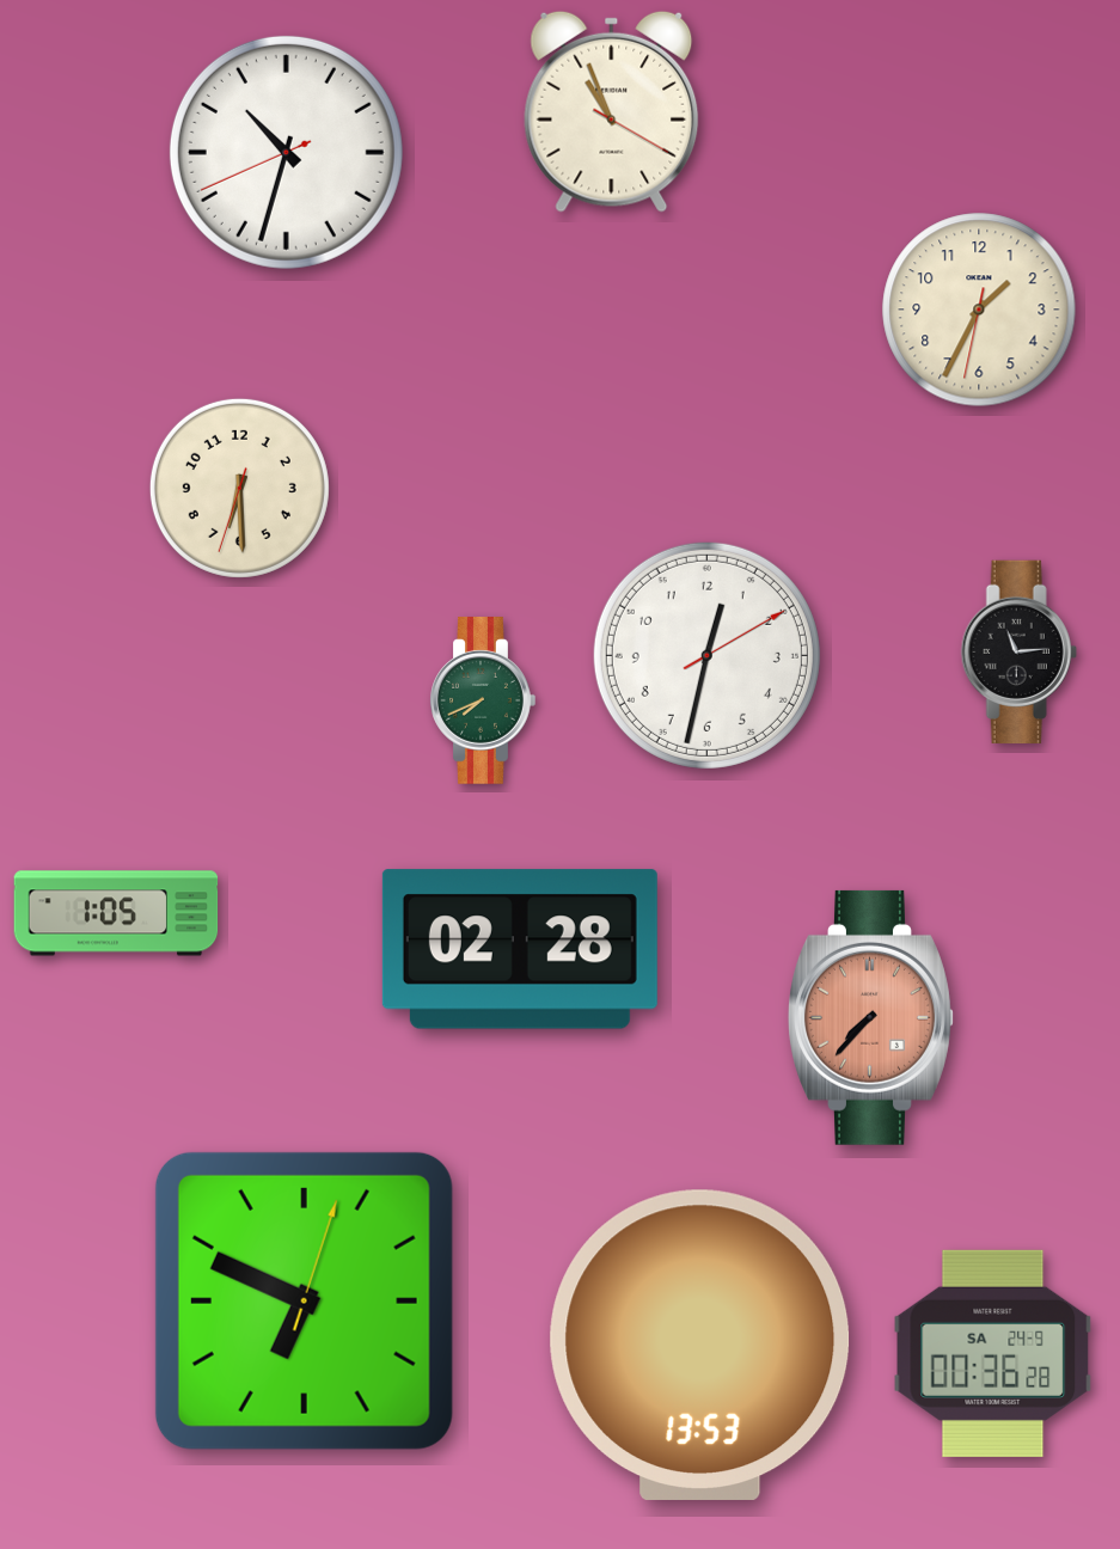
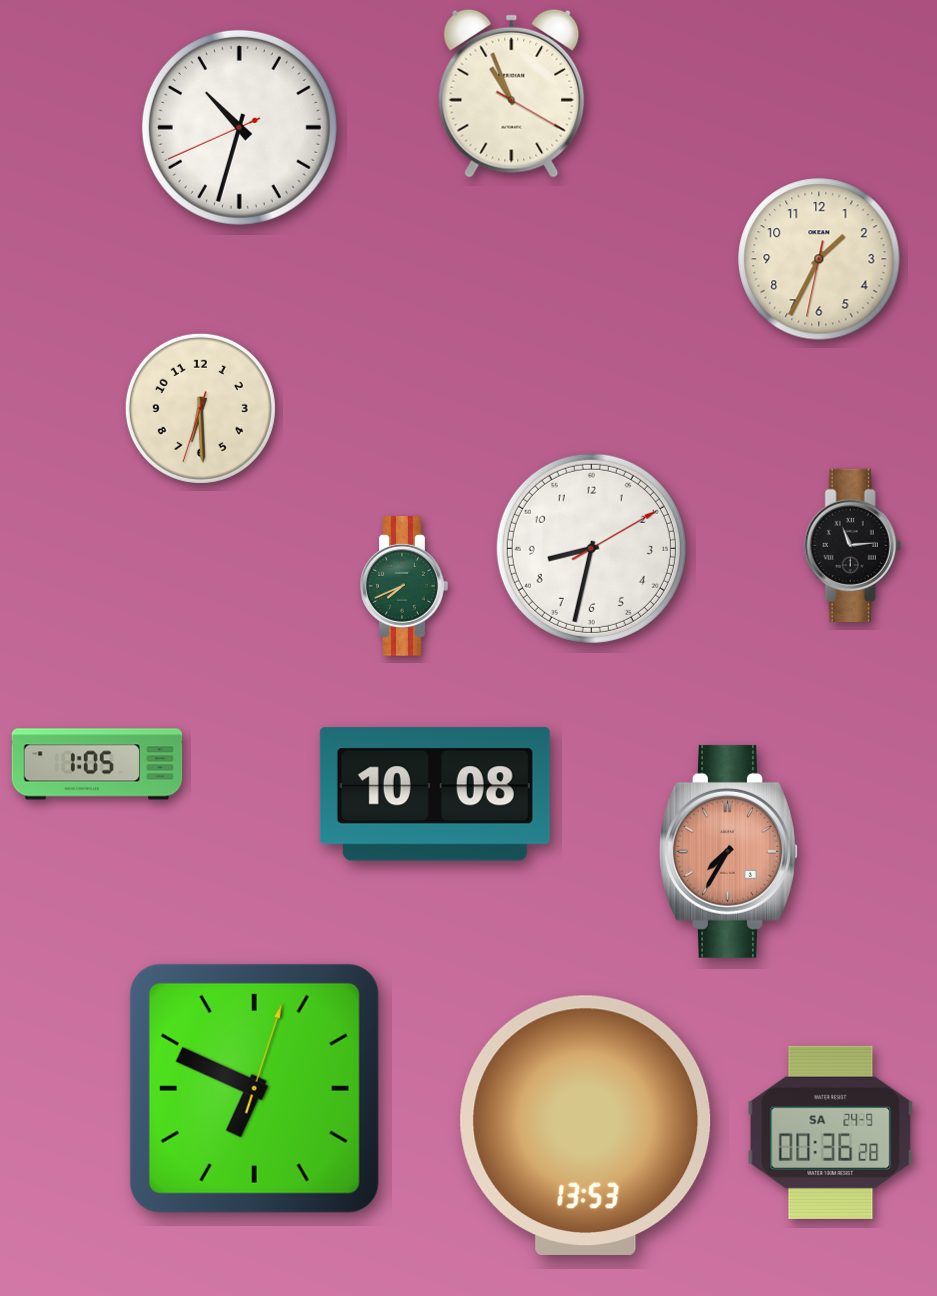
clock at (706, 655): 12:32 -> 8:32
clock at (520, 949): 02:28 -> 10:08
clock at (871, 1017): 7:37 -> 7:35
